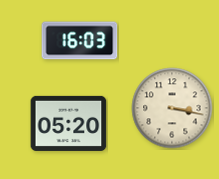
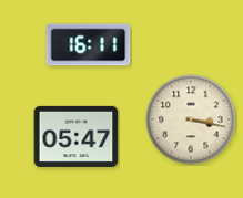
clock at (80, 41): 16:03 -> 16:11
clock at (69, 123): 05:20 -> 05:47
